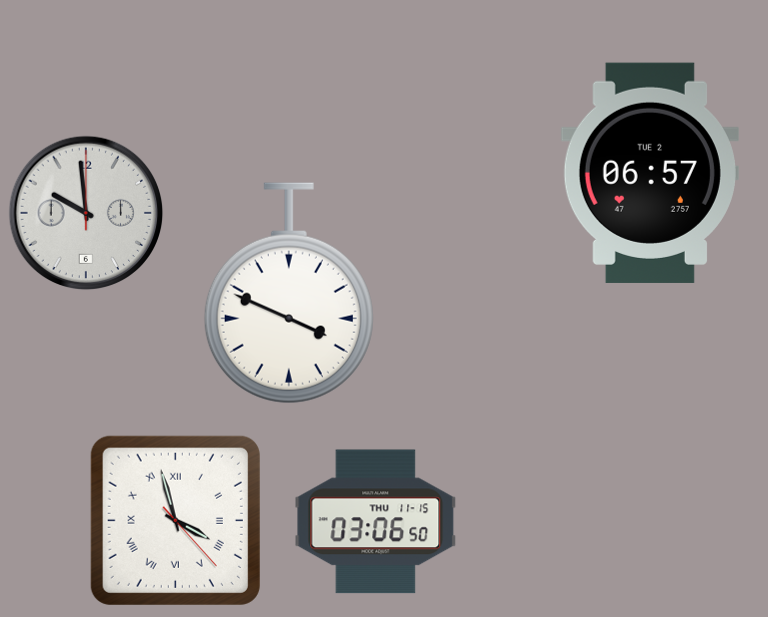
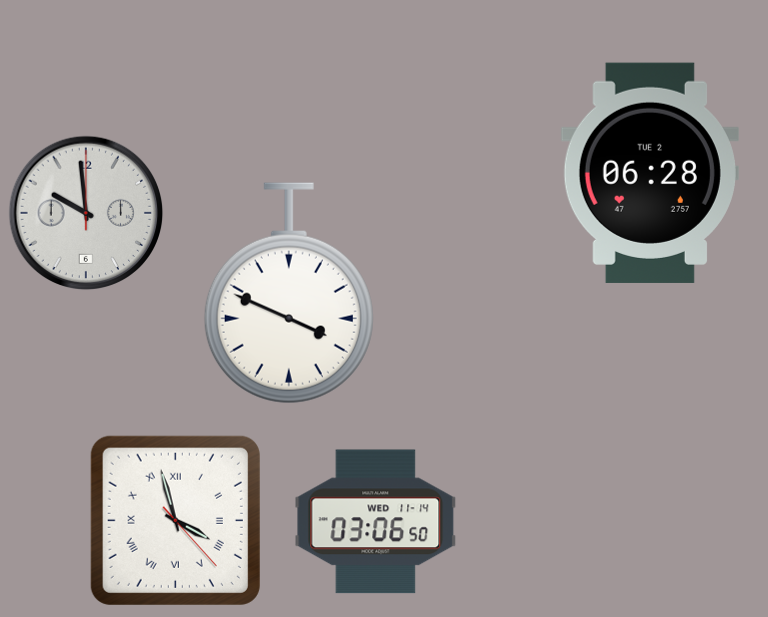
clock at (650, 173): 06:57 -> 06:28
clock at (376, 522) date: THU 11-15 -> WED 11-14
